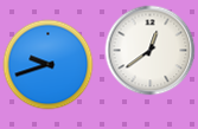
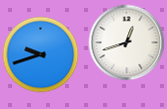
clock at (151, 51): 12:39 -> 12:42
